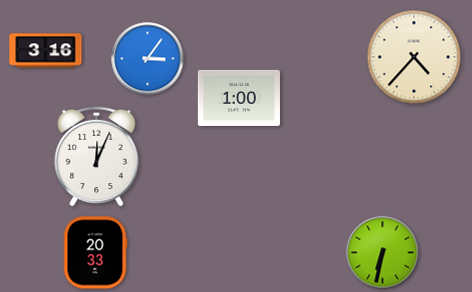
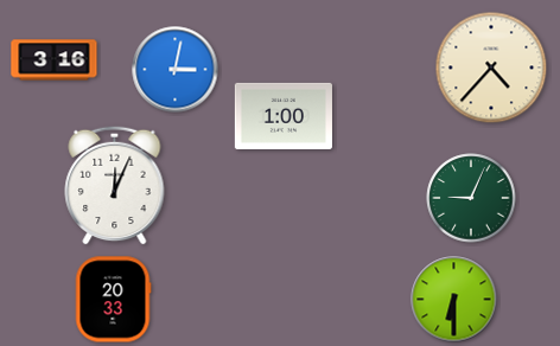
clock at (148, 59): 3:06 -> 3:02
clock at (471, 198): none -> 9:04
clock at (383, 253): 6:32 -> 6:30
